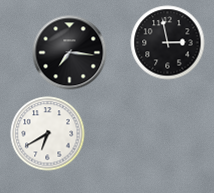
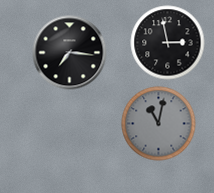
clock at (159, 124): none -> 11:02
clock at (48, 134): 6:40 -> none
